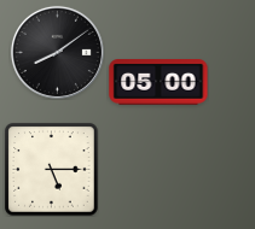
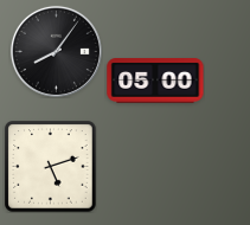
clock at (57, 52): 8:09 -> 8:06
clock at (52, 170): 5:15 -> 5:12
